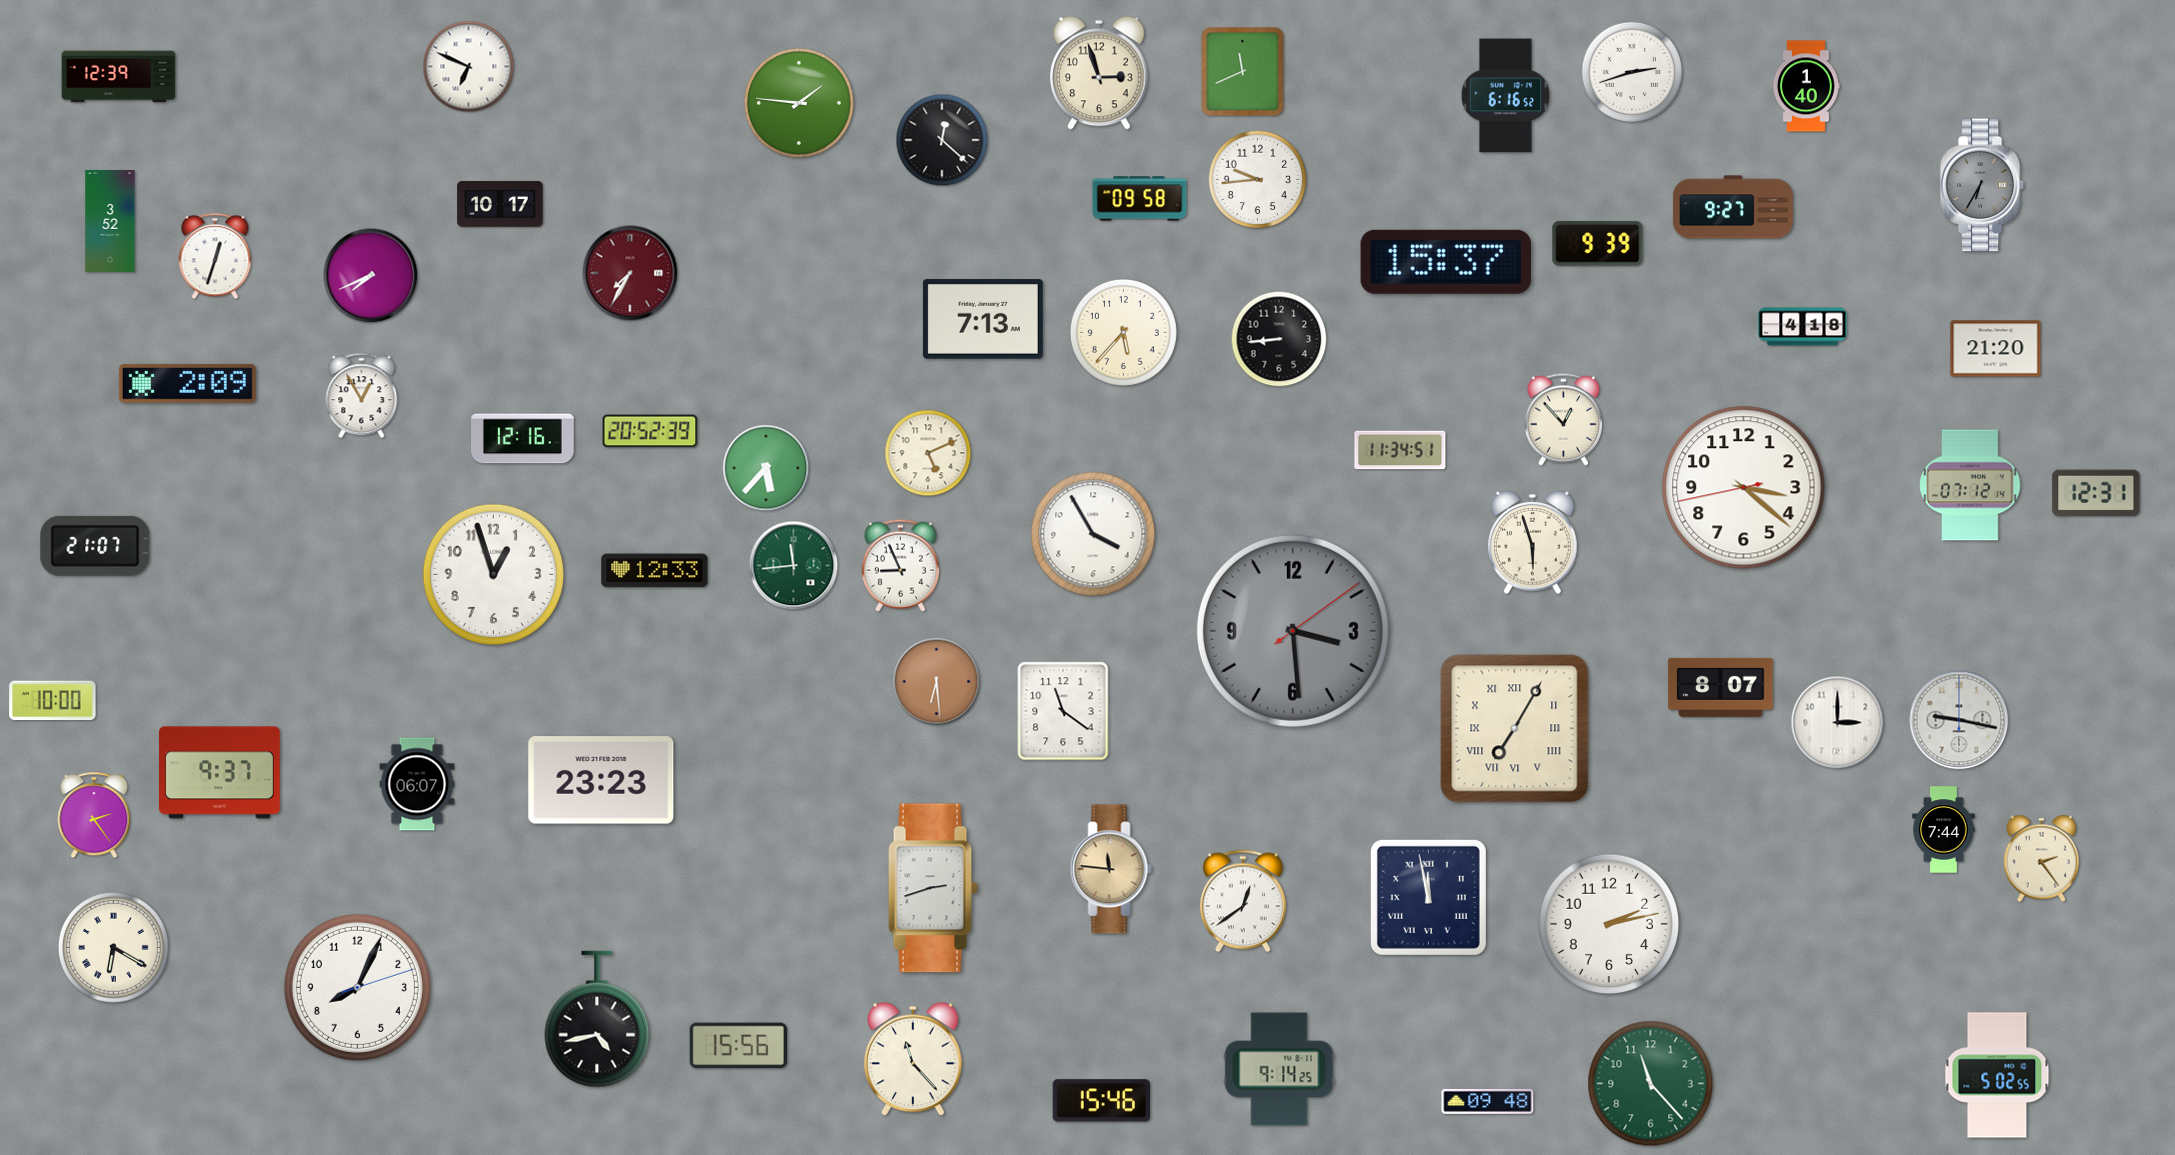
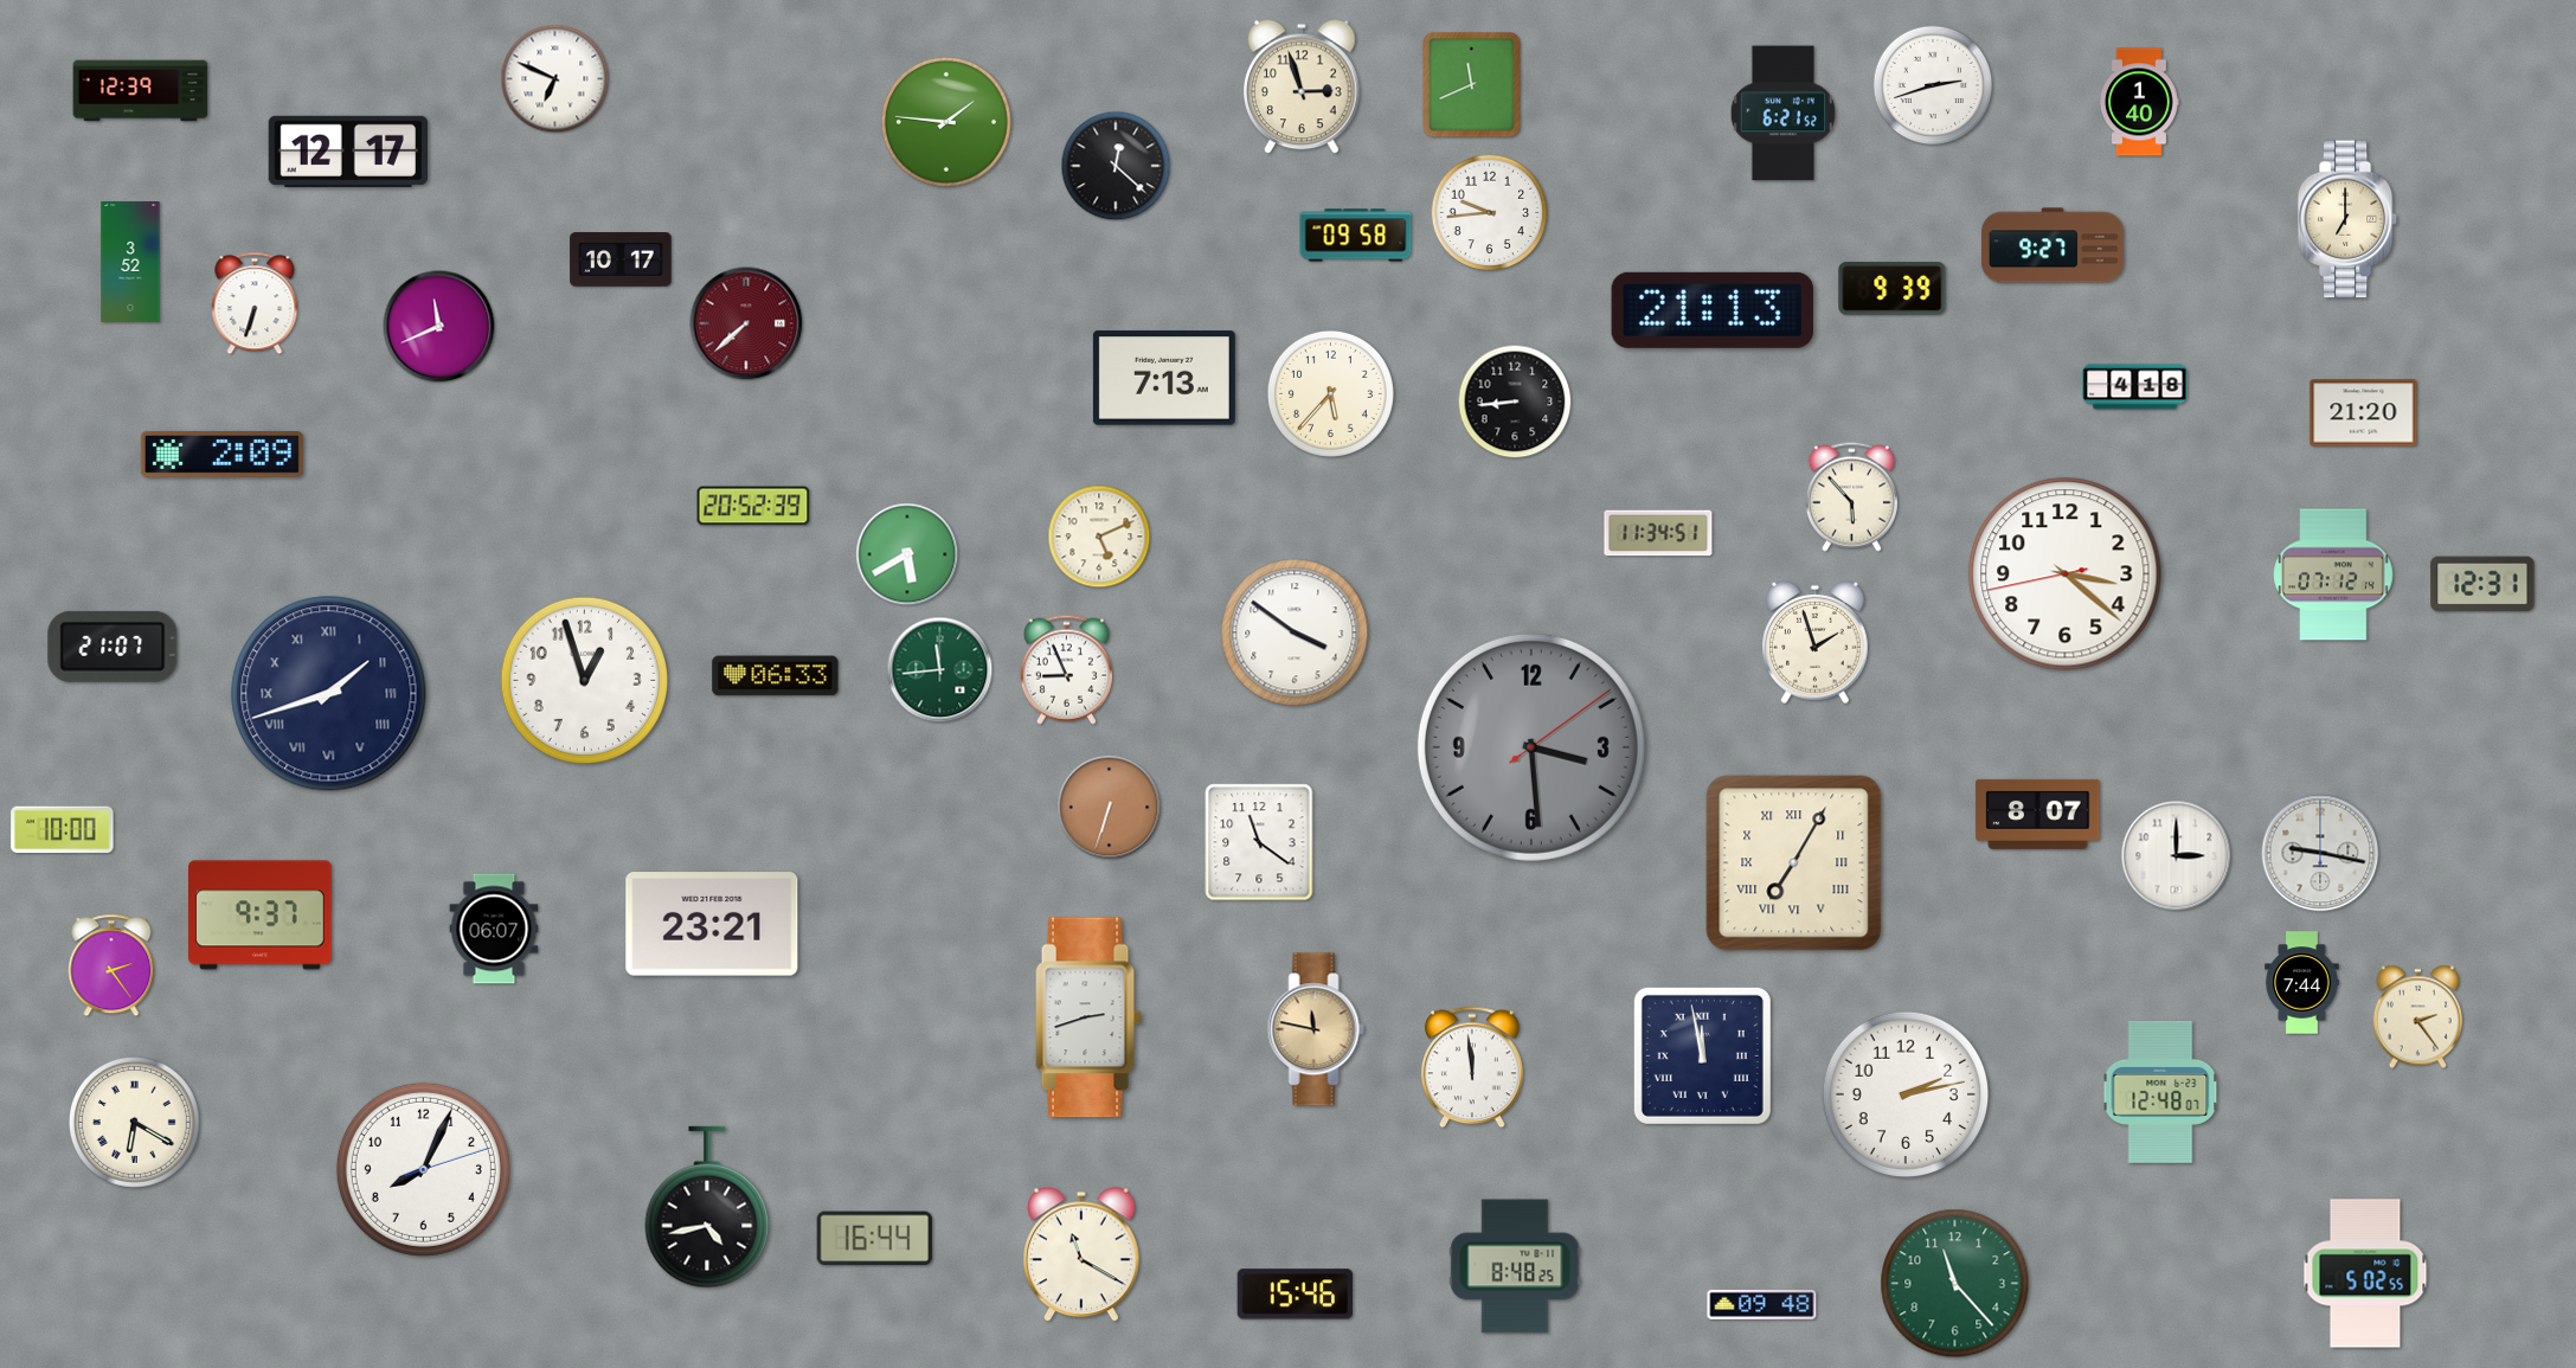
clock at (1505, 96): 6:16 -> 6:21
clock at (347, 152): none -> 12:17
clock at (1982, 185): 6:35 -> 7:00
clock at (1982, 185) dial: grey -> cream
clock at (1140, 199) position: (1140, 199) -> (1356, 236)
clock at (500, 204) position: (500, 204) -> (621, 259)
clock at (215, 256): 12:33 -> 6:33
clock at (1446, 262): 15:37 -> 21:13
clock at (630, 273): 7:35 -> 7:38
clock at (371, 276): 7:41 -> 11:41
clock at (362, 396): 12:55 -> none
clock at (1563, 419): 12:53 -> 5:53
clock at (650, 431) position: (650, 431) -> (753, 506)
clock at (523, 439): 12:16 -> none
clock at (766, 468): 5:37 -> 5:40
clock at (1744, 488) position: (1744, 488) -> (2066, 574)
clock at (1093, 534): 3:55 -> 3:51
clock at (1533, 543): 5:57 -> 1:57
clock at (655, 571): 12:33 -> 06:33
clock at (329, 694): none -> 1:42
clock at (937, 682): 6:29 -> 6:33
clock at (601, 780): 23:23 -> 23:21
clock at (1111, 869): 11:46 -> 11:47
clock at (933, 888) position: (933, 888) -> (1088, 1017)
clock at (1428, 897) position: (1428, 897) -> (1702, 1055)
clock at (1243, 901): 12:39 -> 11:59
clock at (2160, 1092): none -> 12:48
clock at (739, 1046): 15:56 -> 16:44
clock at (913, 1059): 11:23 -> 11:20
clock at (1279, 1069): 9:14 -> 8:48
clock at (1101, 1101) position: (1101, 1101) -> (1295, 1295)
